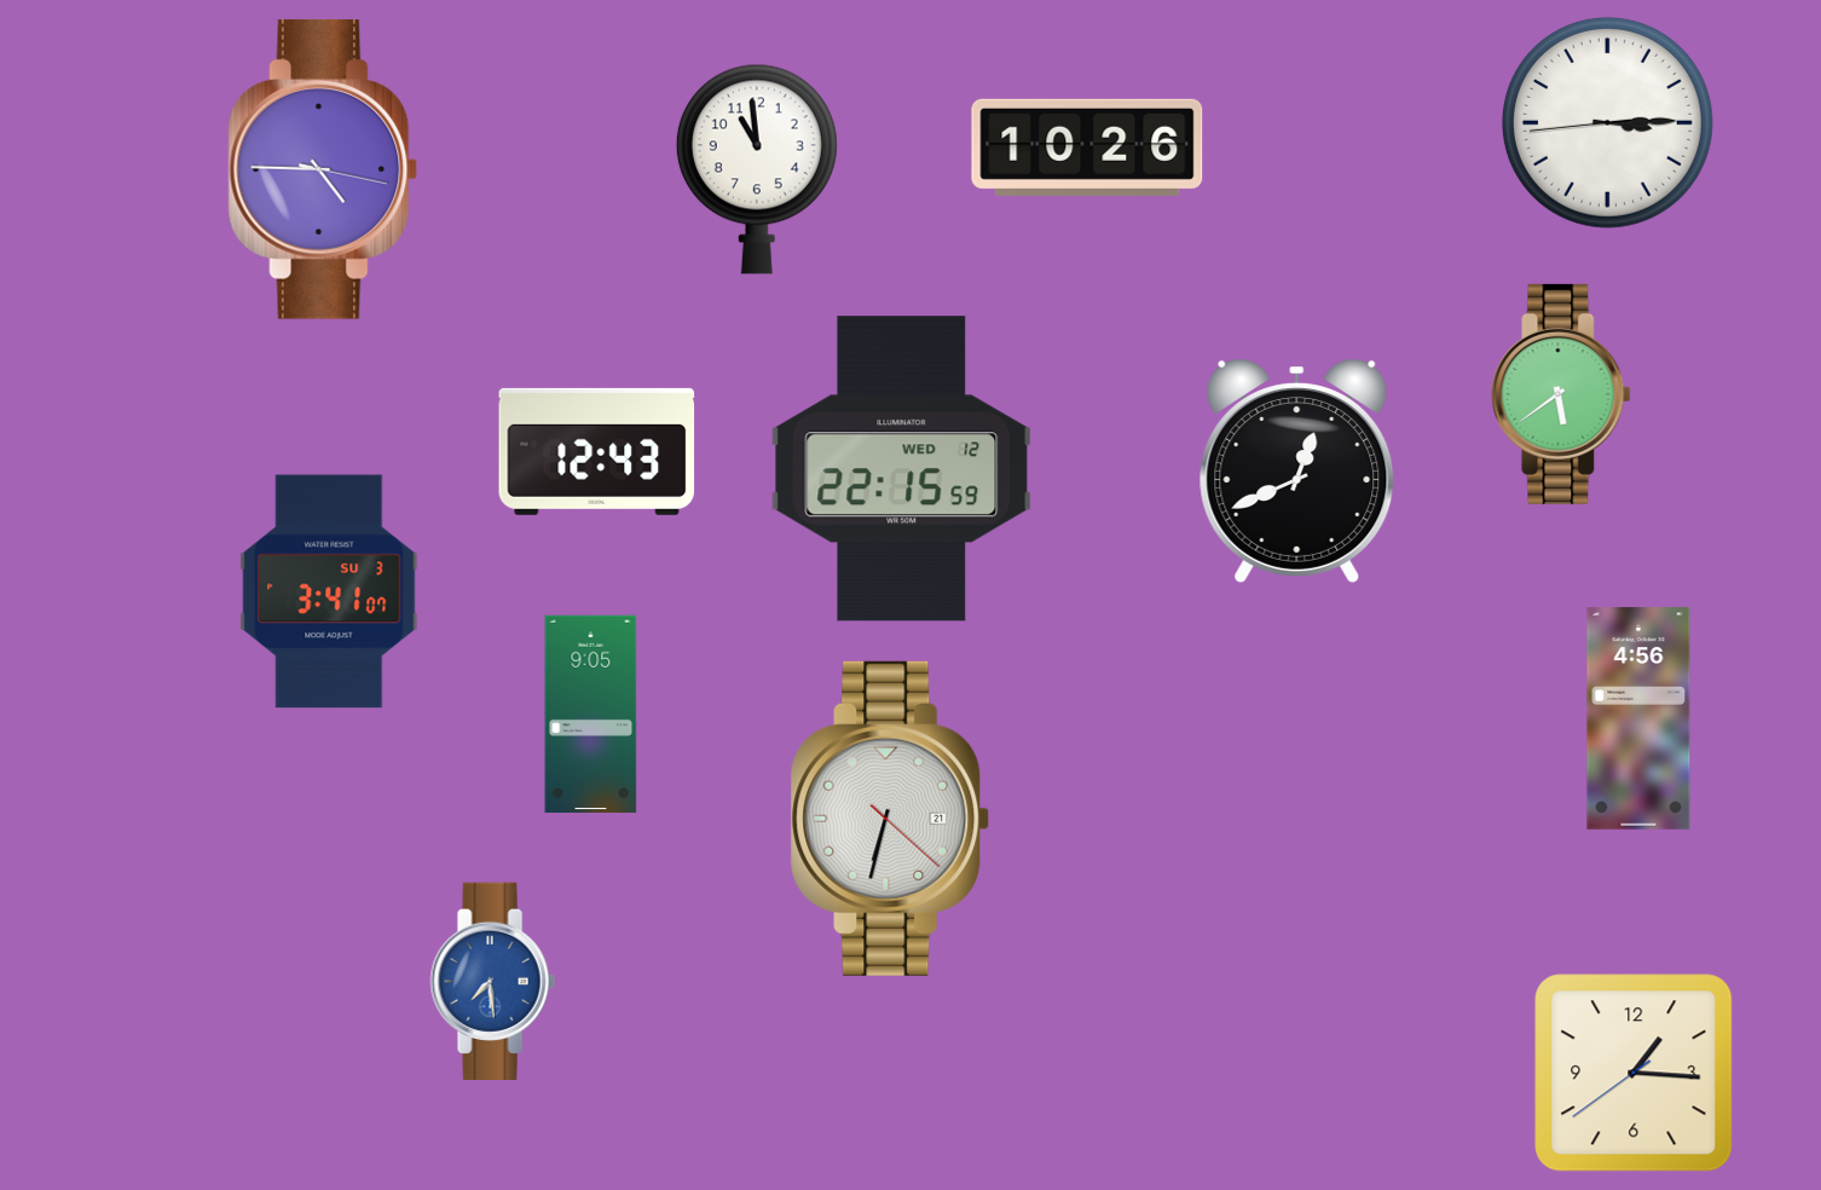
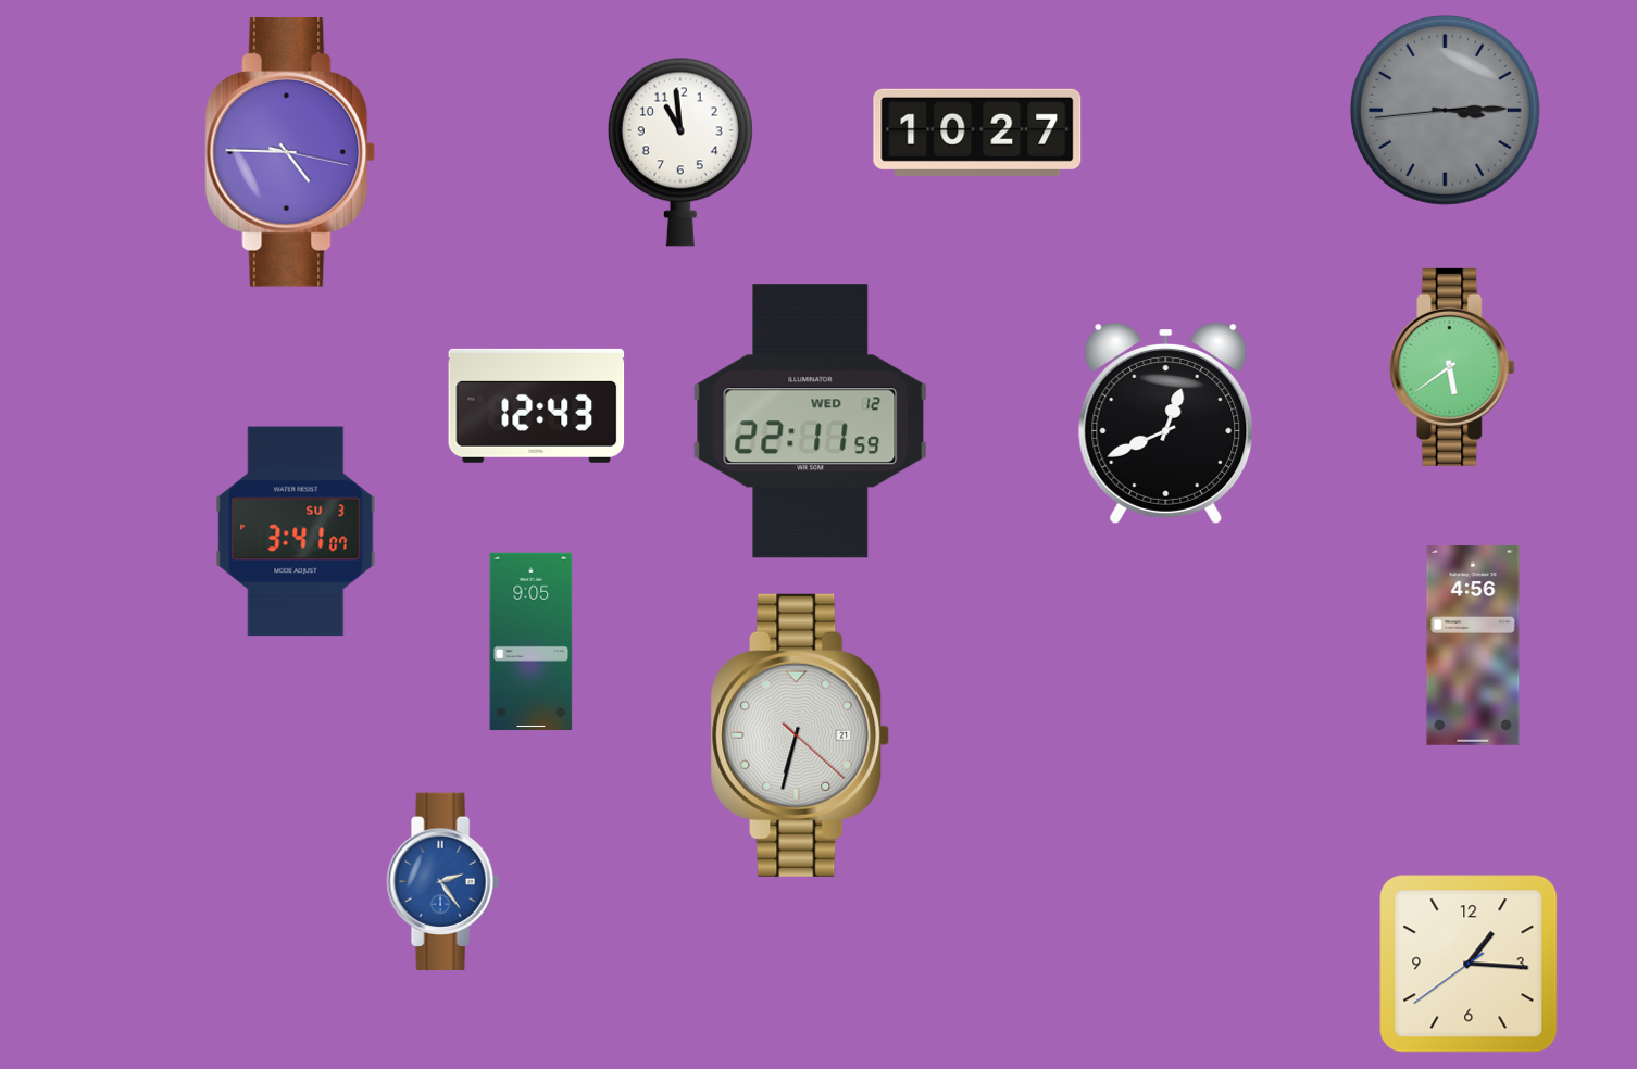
clock at (1607, 122) dial: white -> grey
clock at (1087, 148): 10:26 -> 10:27
clock at (1561, 394) position: (1561, 394) -> (1452, 367)
clock at (902, 469): 22:15 -> 22:11
clock at (492, 981): 7:29 -> 2:24
